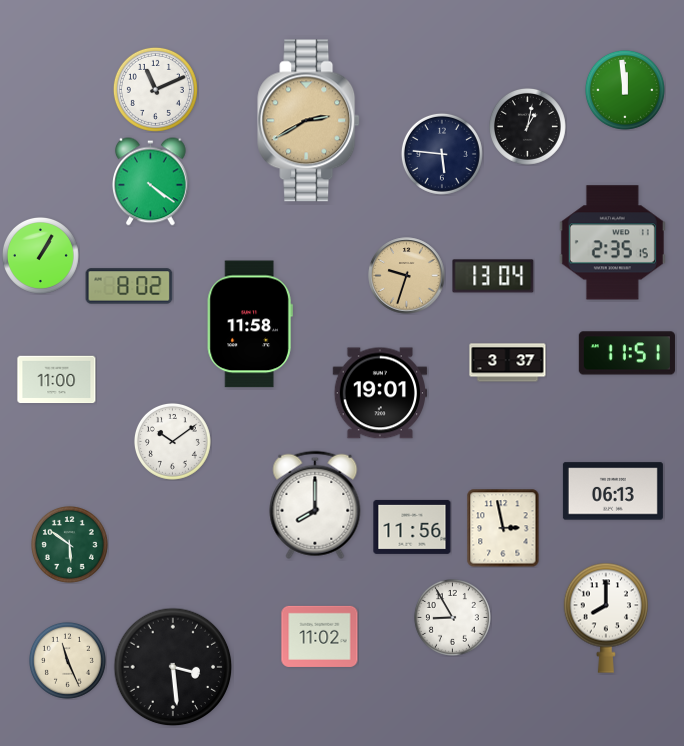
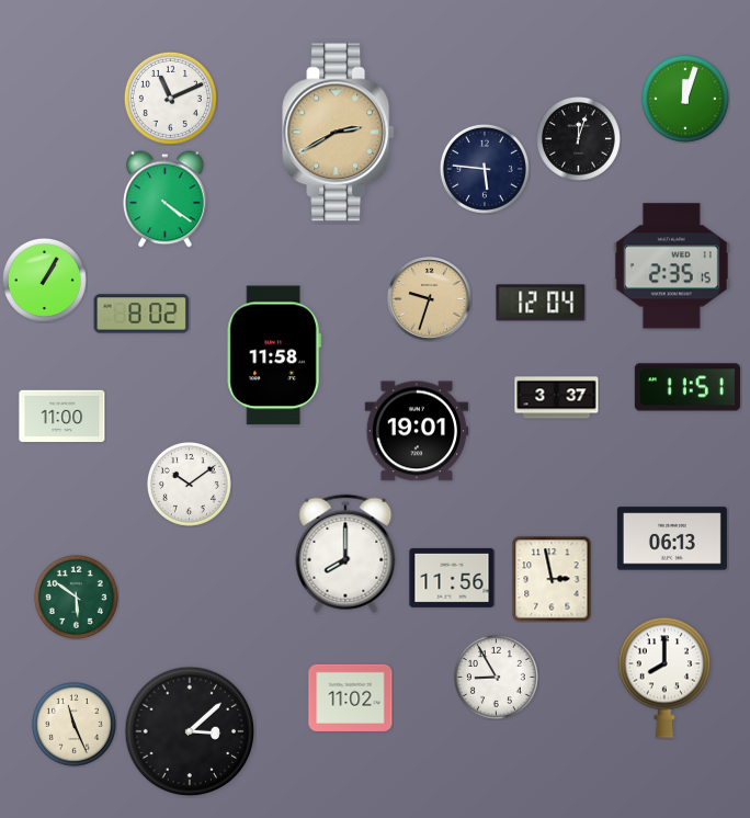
clock at (625, 90): 11:59 -> 12:03
clock at (527, 126): 1:02 -> 12:03
clock at (407, 276) position: (407, 276) -> (430, 299)
clock at (493, 276): 13:04 -> 12:04
clock at (173, 667): 3:29 -> 3:08
